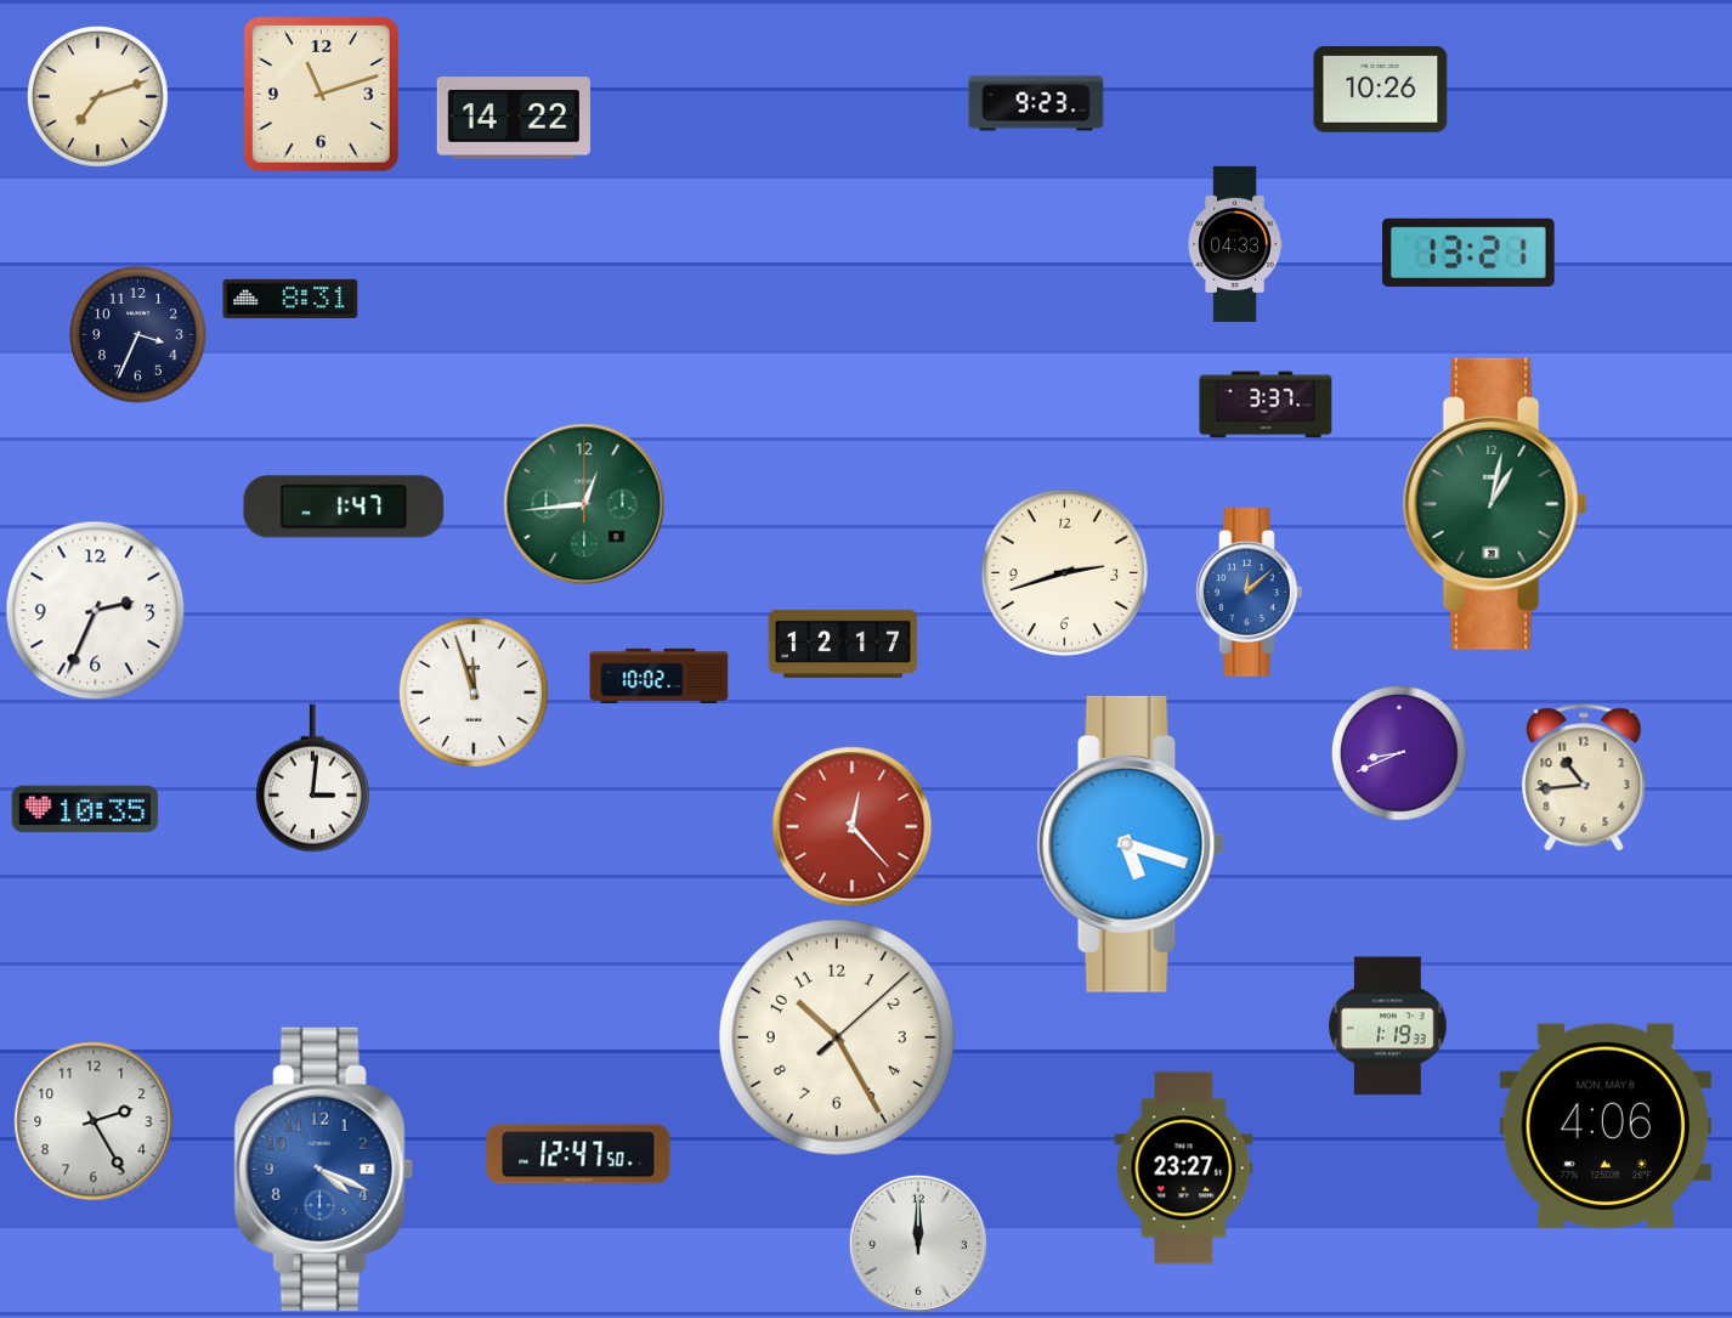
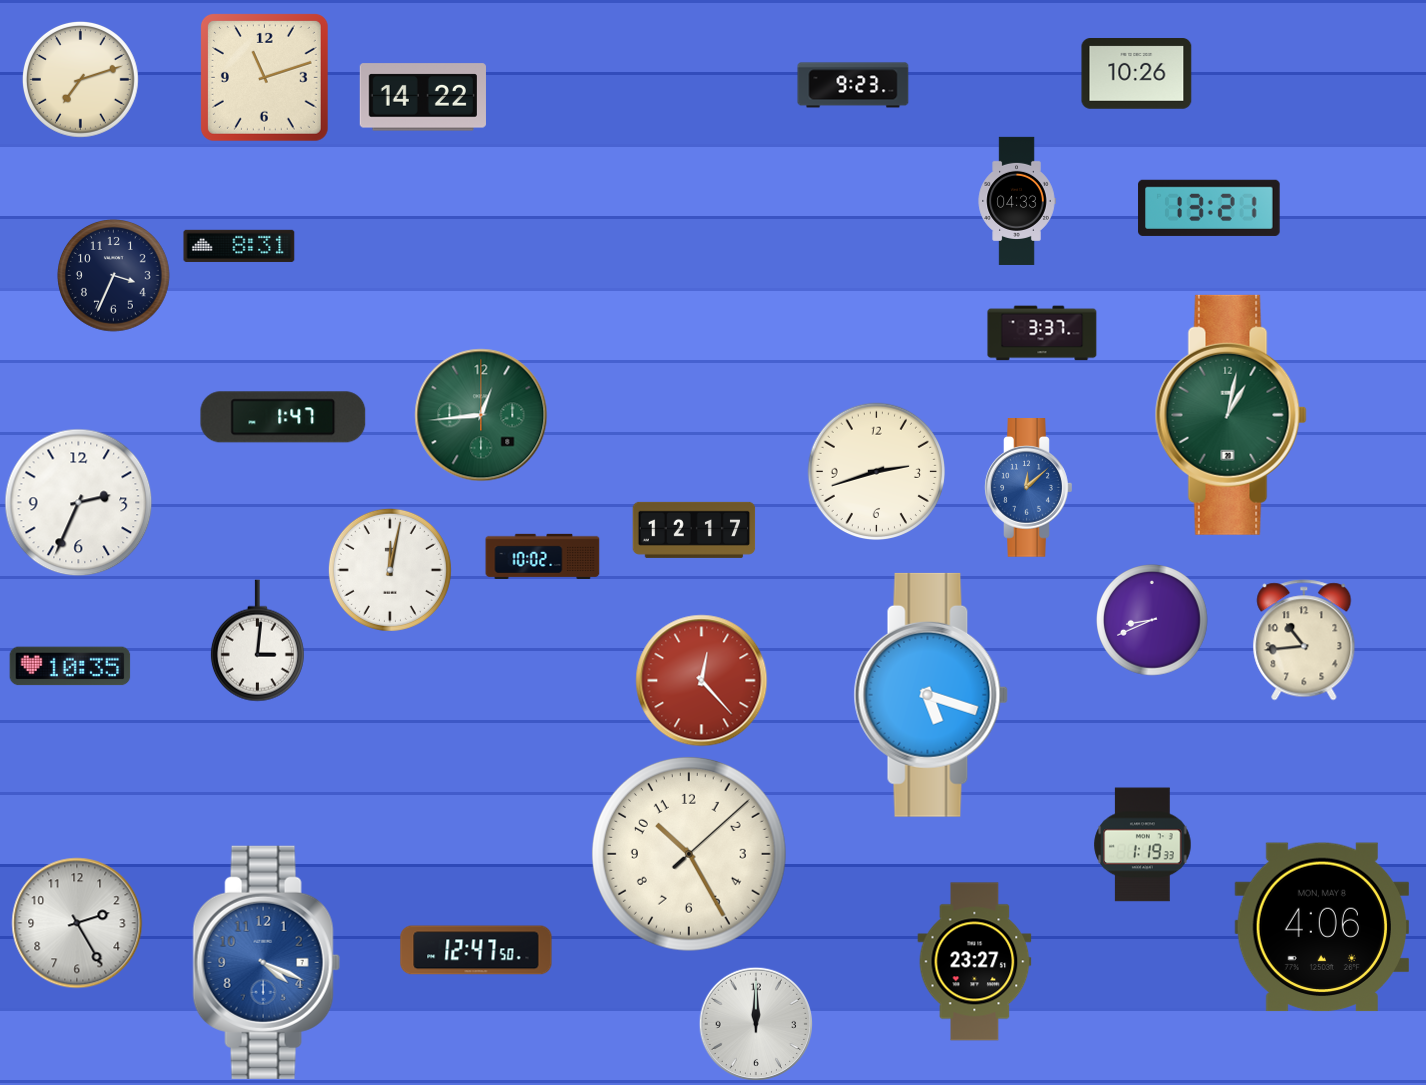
clock at (474, 692): 11:57 -> 12:02
